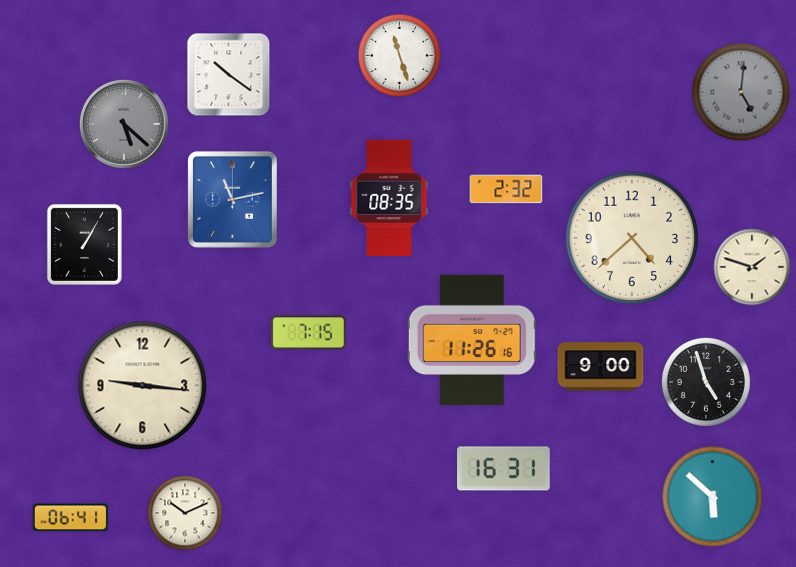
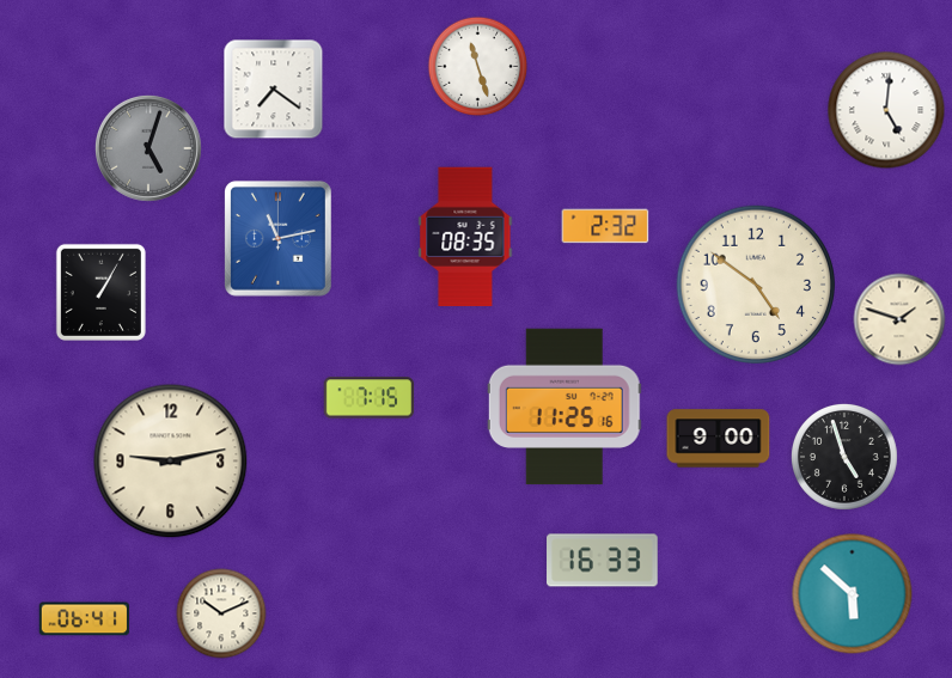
clock at (229, 75): 10:21 -> 7:21
clock at (741, 92) dial: grey -> white
clock at (124, 124): 5:22 -> 5:03
clock at (631, 237): 4:38 -> 4:51
clock at (472, 340): 11:26 -> 11:25
clock at (143, 386): 9:16 -> 9:13
clock at (504, 469): 16:31 -> 16:33
